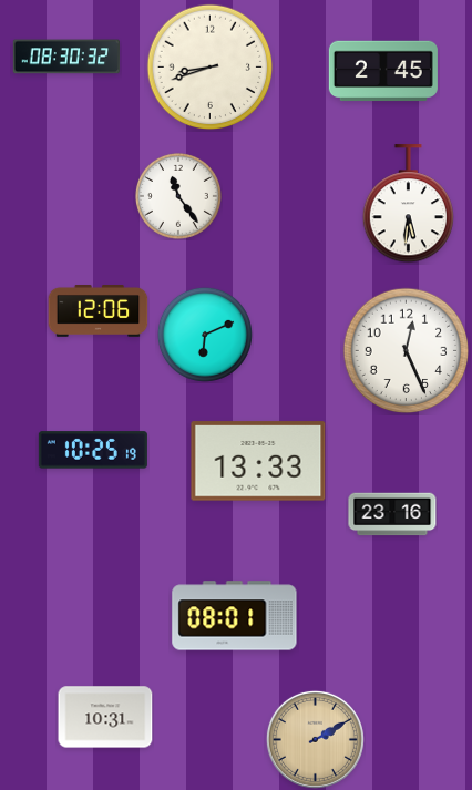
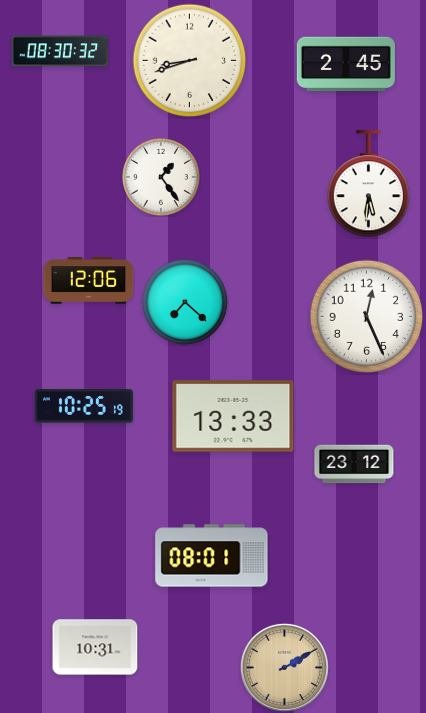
clock at (178, 196): 11:24 -> 1:24
clock at (205, 335): 6:11 -> 7:22
clock at (392, 514): 23:16 -> 23:12
